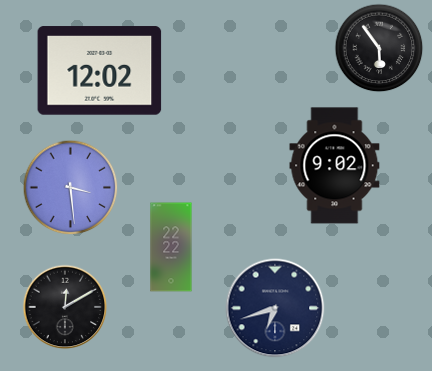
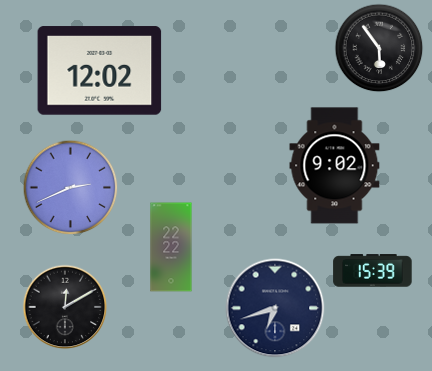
clock at (71, 188): 3:29 -> 2:41
clock at (373, 271): none -> 15:39
